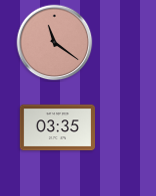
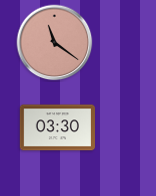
clock at (57, 128): 03:35 -> 03:30
